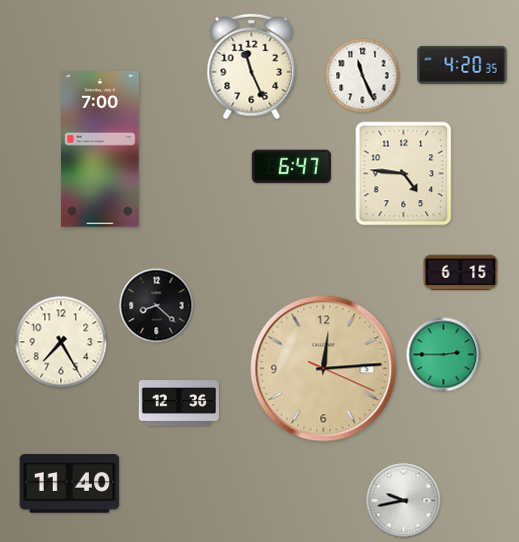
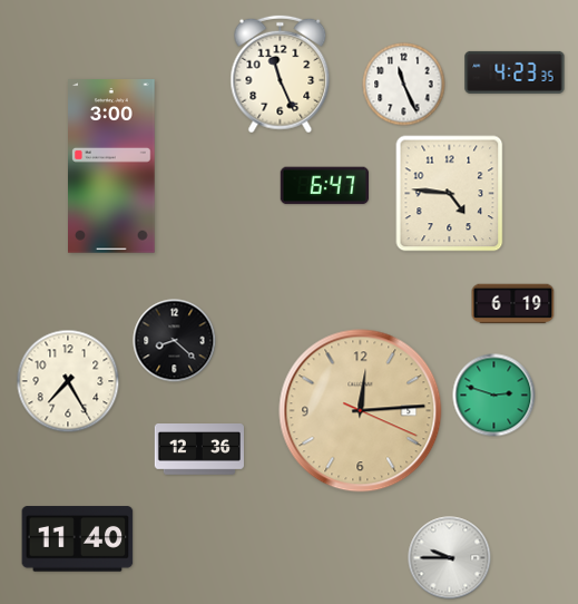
clock at (462, 65): 4:20 -> 4:23
clock at (100, 149): 7:00 -> 3:00
clock at (461, 273): 6:15 -> 6:19
clock at (444, 355): 2:45 -> 2:48
clock at (404, 501): 9:43 -> 9:45
